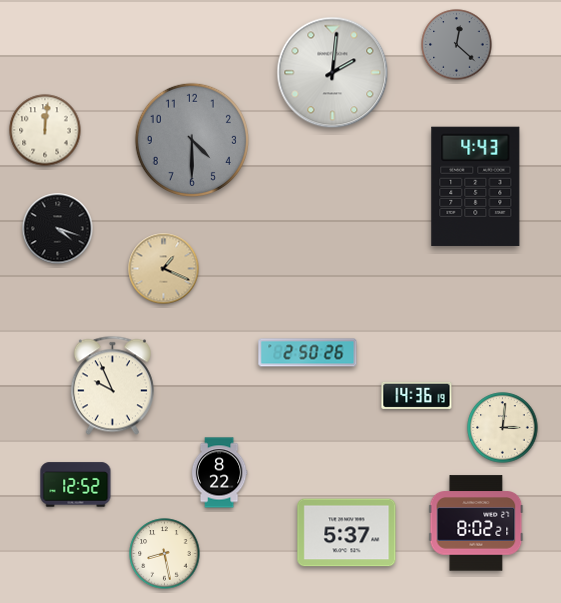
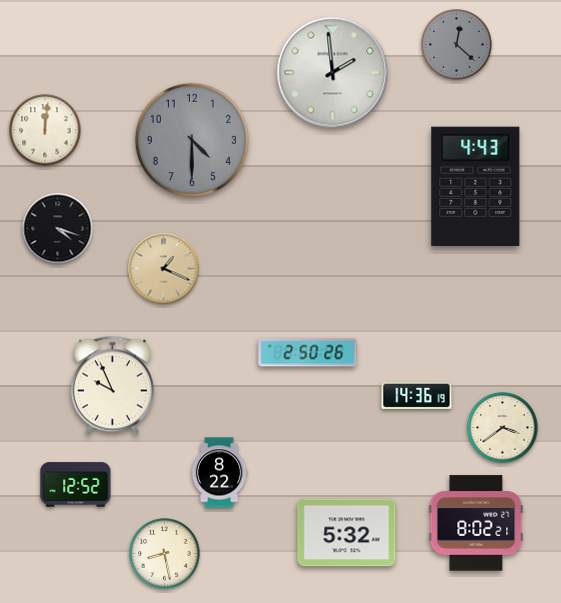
clock at (333, 73): 2:01 -> 1:59
clock at (503, 428): 3:01 -> 3:39
clock at (347, 533): 5:37 -> 5:32
